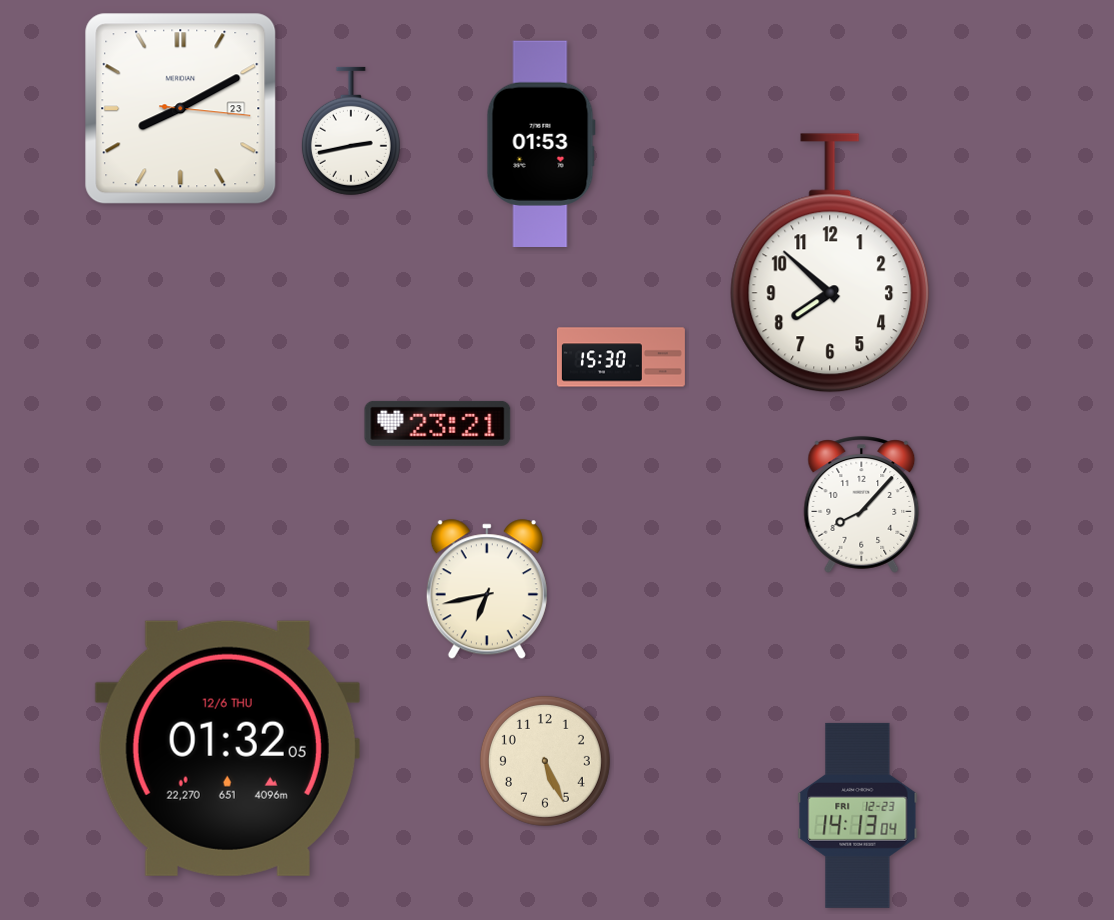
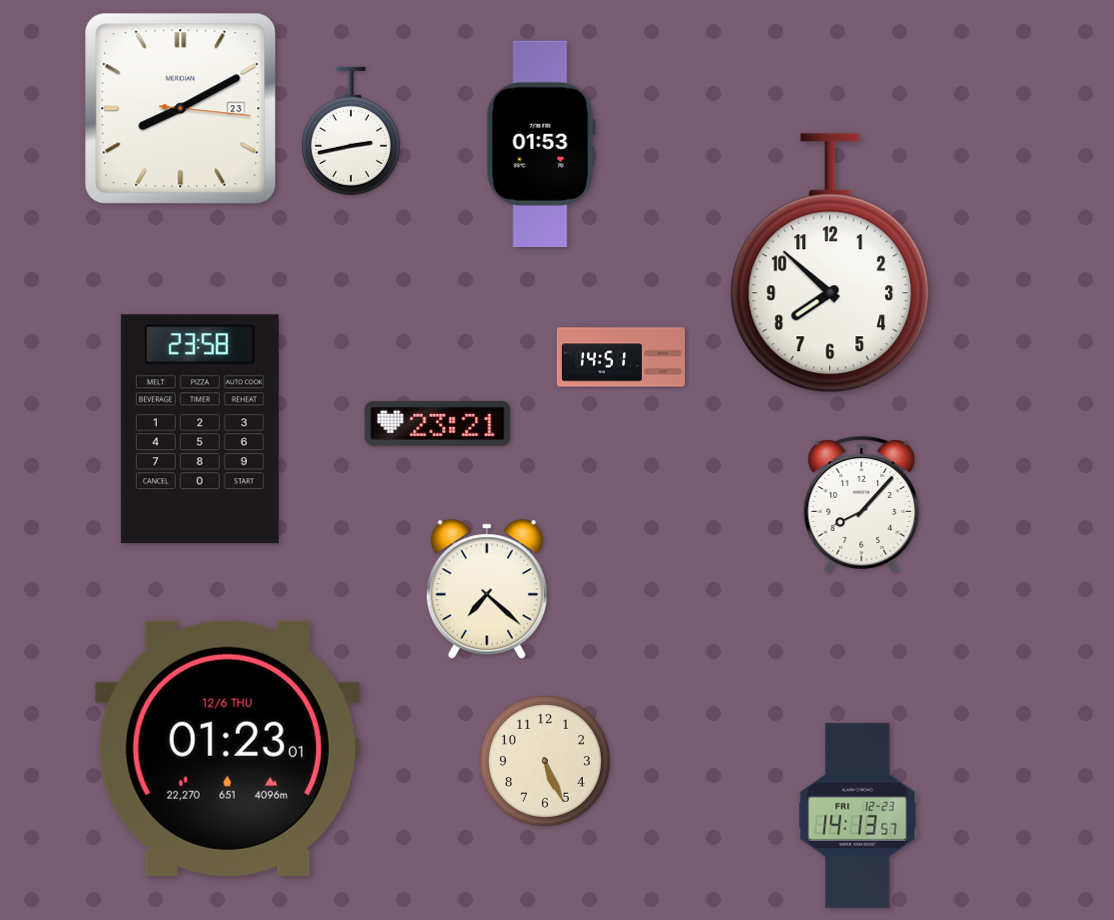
clock at (621, 357): 15:30 -> 14:51
clock at (200, 429): none -> 23:58
clock at (487, 590): 6:43 -> 7:22
clock at (227, 748): 01:32 -> 01:23
clock at (858, 815): 14:13:04 -> 14:13:57
